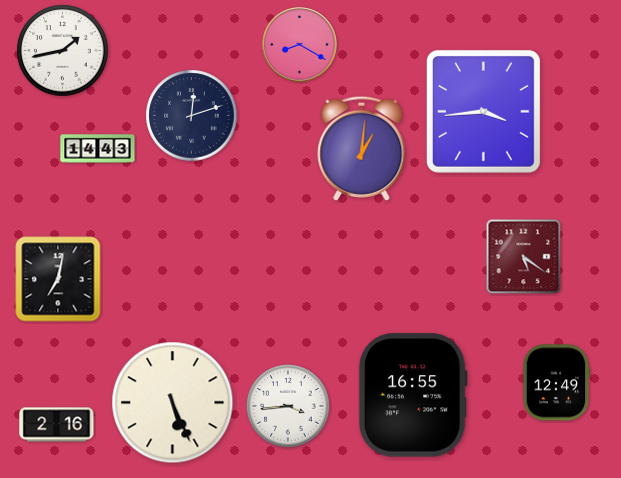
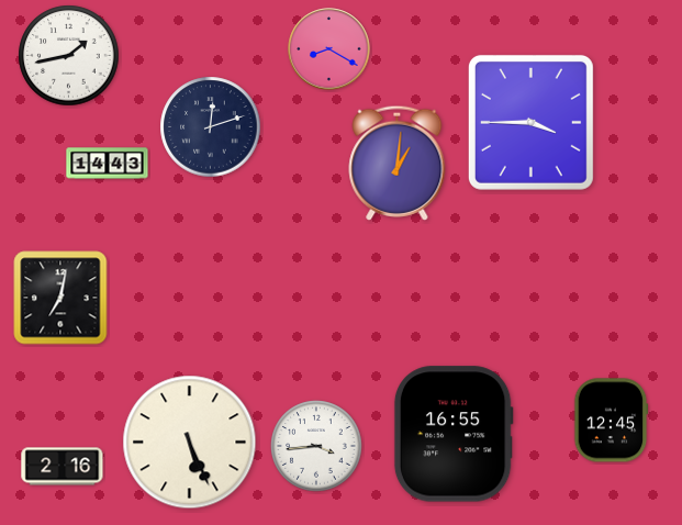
clock at (483, 111): 3:44 -> 3:45
clock at (524, 257): 5:21 -> none
clock at (58, 279) position: (58, 279) -> (60, 298)
clock at (556, 383): 12:49 -> 12:45
